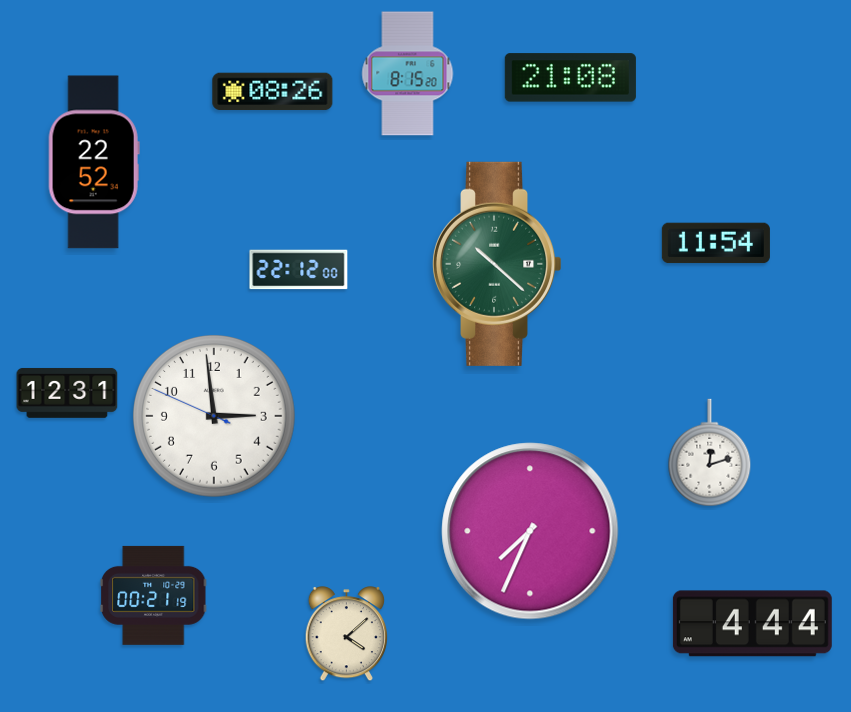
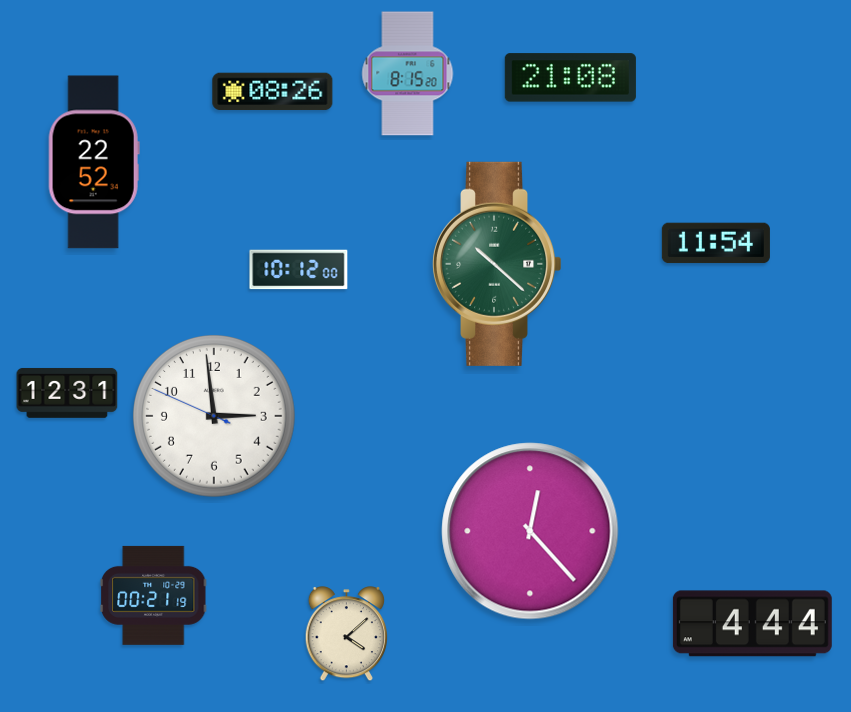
clock at (299, 270): 22:12 -> 10:12
clock at (710, 453): 12:12 -> none
clock at (530, 531): 7:34 -> 12:23
